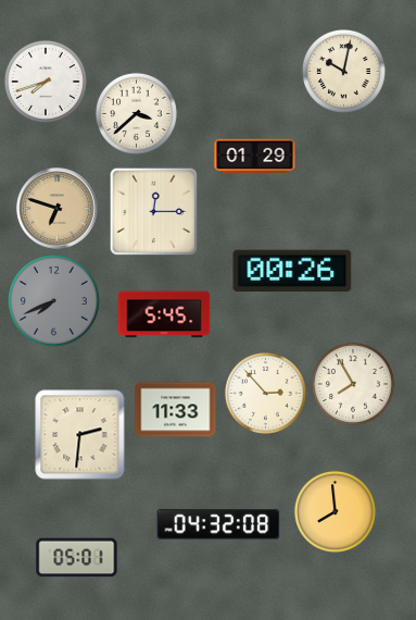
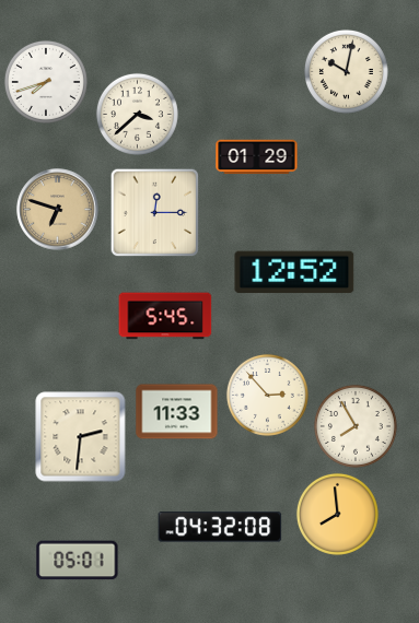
clock at (292, 271): 00:26 -> 12:52
clock at (54, 301): 7:41 -> none
clock at (353, 384) position: (353, 384) -> (356, 426)
